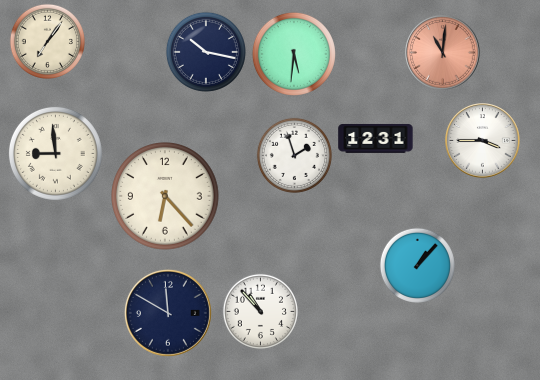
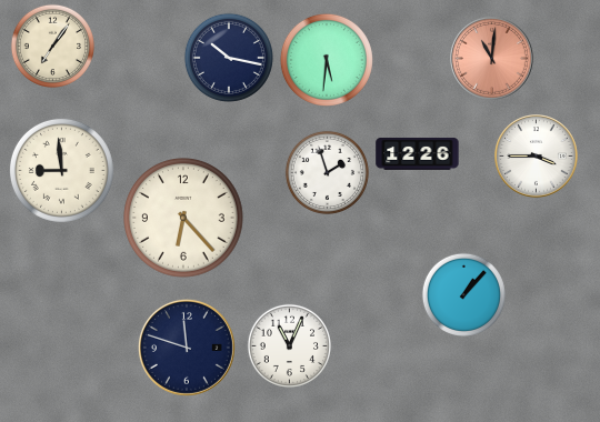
clock at (376, 138): 12:31 -> 12:26
clock at (260, 311): 10:53 -> 11:04
clock at (168, 313): 11:50 -> 11:48
